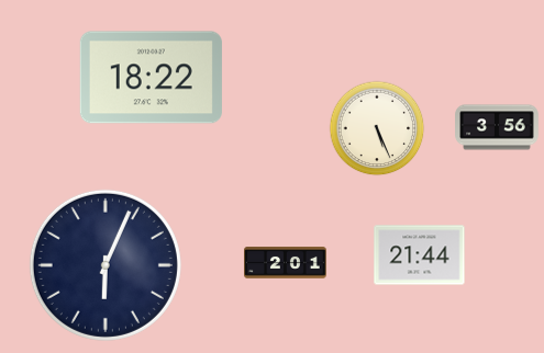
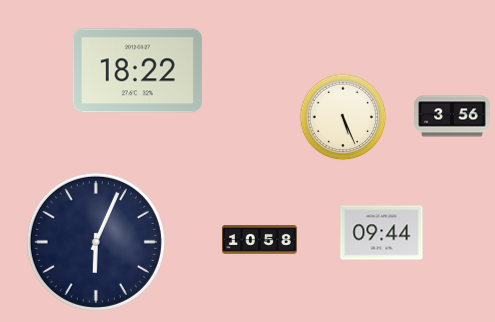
clock at (420, 255): 21:44 -> 09:44
clock at (286, 263): 2:01 -> 10:58
